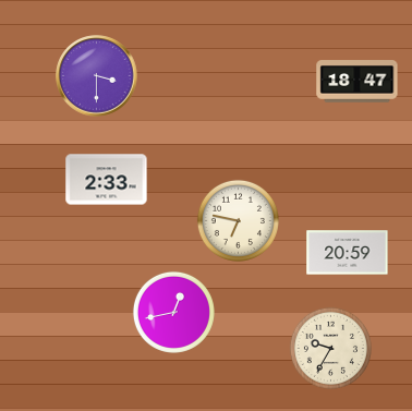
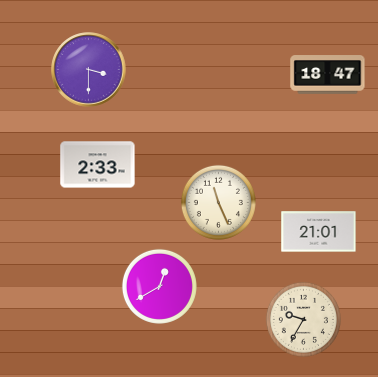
clock at (238, 220): 6:47 -> 11:26
clock at (348, 253): 20:59 -> 21:01
clock at (173, 312): 12:43 -> 12:40
